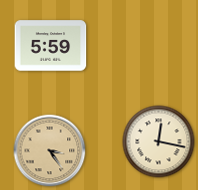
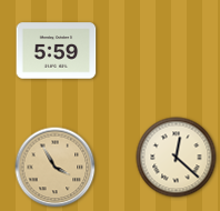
clock at (159, 142): 12:17 -> 12:22
clock at (50, 151): 3:24 -> 3:55
